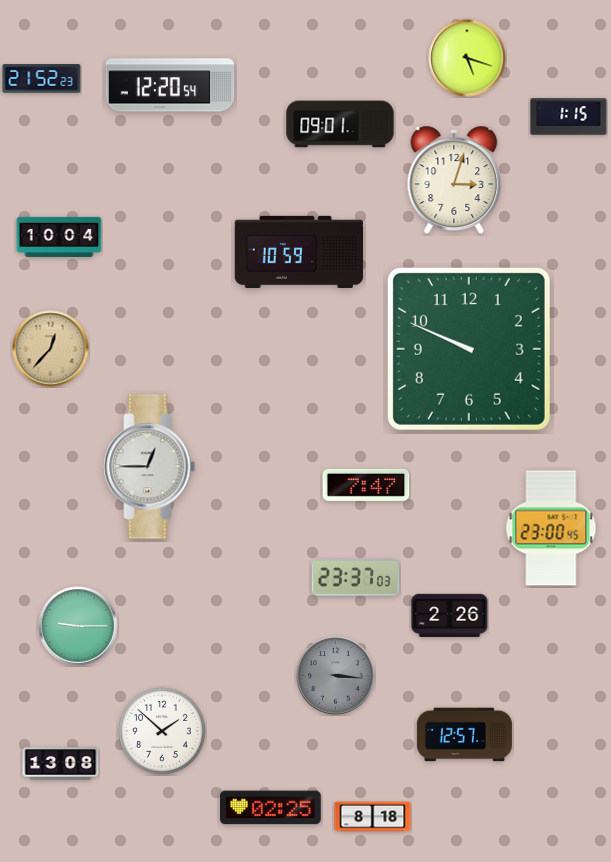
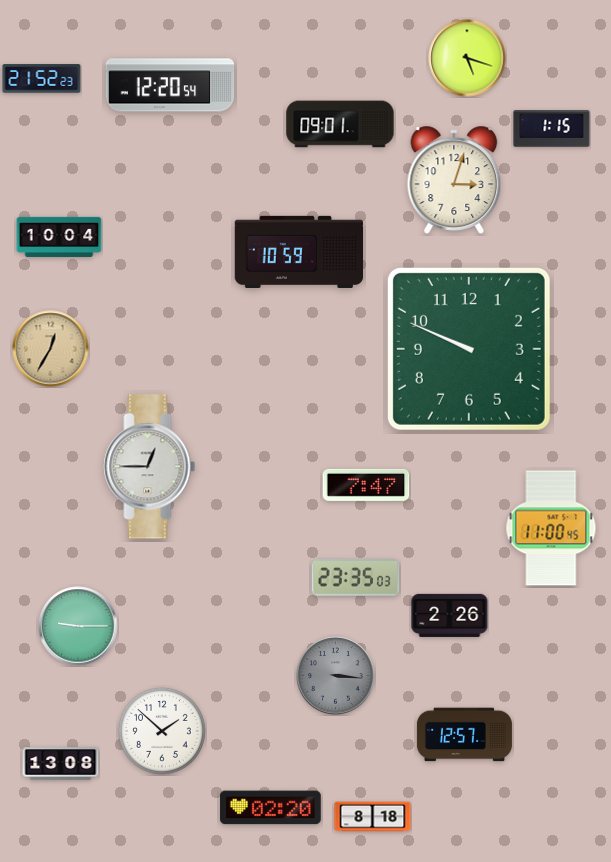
clock at (569, 117) position: (569, 117) -> (552, 129)
clock at (51, 349): 12:37 -> 12:35
clock at (551, 528): 23:00 -> 11:00
clock at (356, 578): 23:37 -> 23:35
clock at (271, 808): 02:25 -> 02:20
